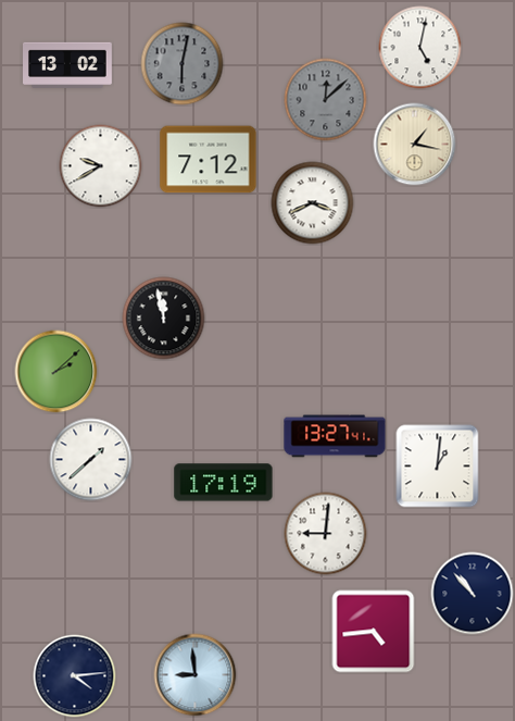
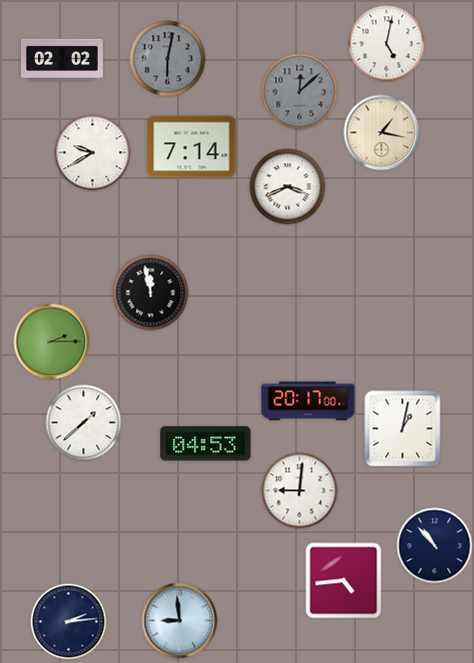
clock at (68, 64): 13:02 -> 02:02
clock at (209, 160): 7:12 -> 7:14
clock at (56, 372): 2:08 -> 2:15
clock at (335, 436): 13:27 -> 20:17
clock at (438, 467): 1:01 -> 1:02
clock at (224, 483): 17:19 -> 04:53
clock at (75, 676): 4:14 -> 2:14
